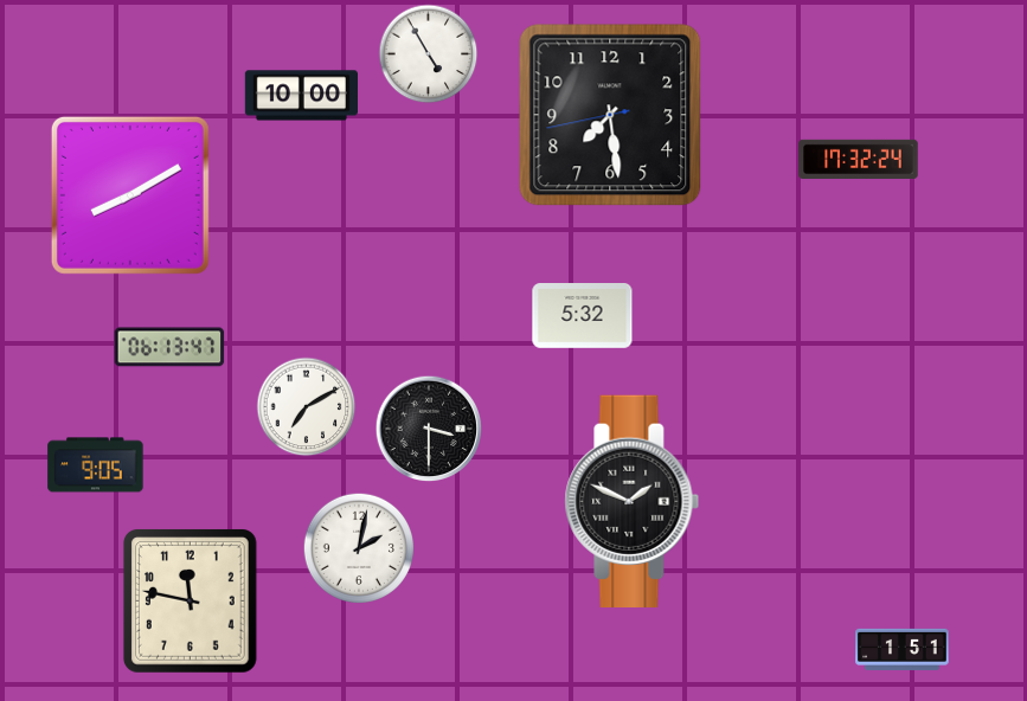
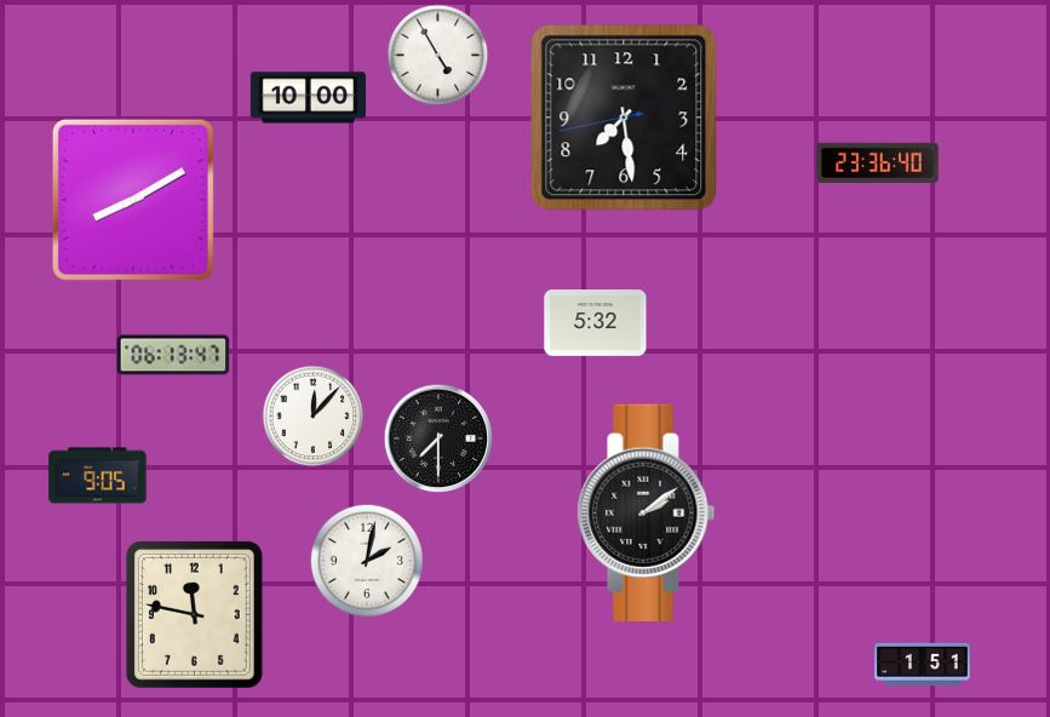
clock at (859, 159): 17:32 -> 23:36
clock at (307, 407): 7:10 -> 12:07
clock at (429, 429): 3:30 -> 7:30
clock at (633, 501): 1:49 -> 2:09
